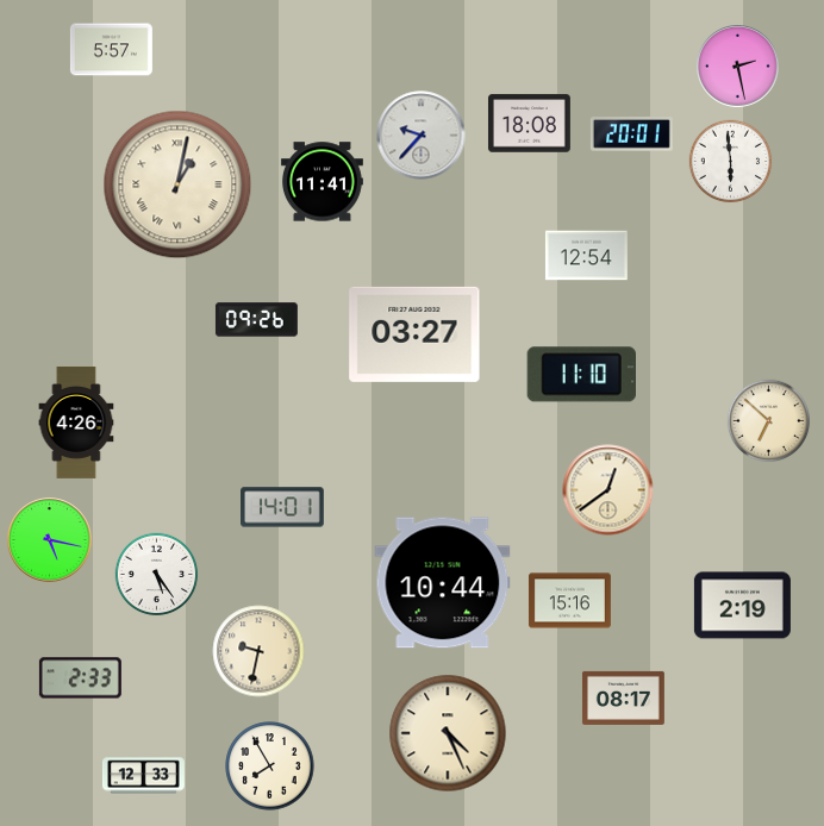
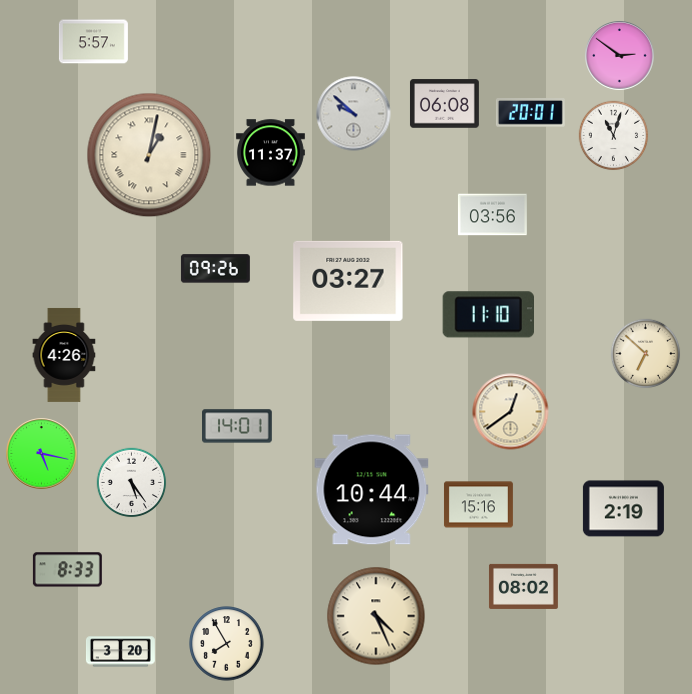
clock at (738, 67): 2:28 -> 2:51
clock at (529, 124): 18:08 -> 06:08
clock at (422, 136): 9:37 -> 9:52
clock at (731, 162): 5:59 -> 11:03
clock at (322, 182): 11:41 -> 11:37
clock at (586, 256): 12:54 -> 03:56
clock at (258, 651): 9:32 -> none
clock at (80, 678): 2:33 -> 8:33
clock at (623, 697): 08:17 -> 08:02
clock at (143, 776): 12:33 -> 3:20
